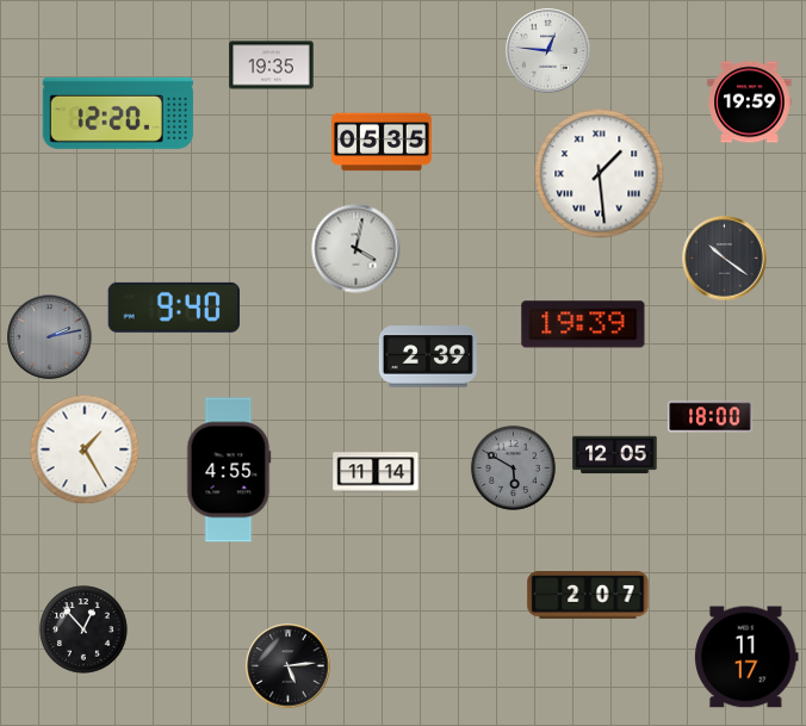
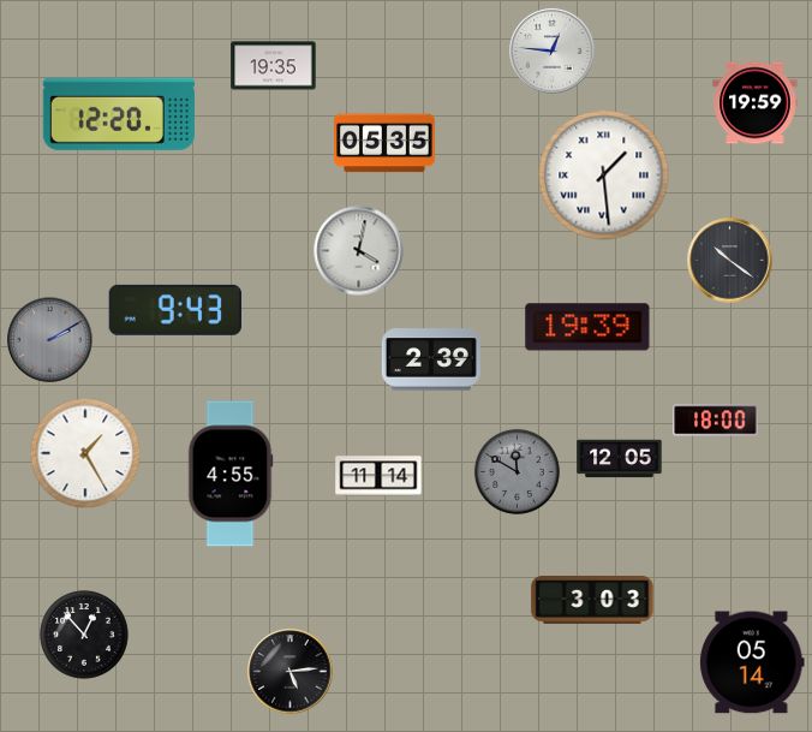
clock at (174, 308): 9:40 -> 9:43
clock at (50, 337): 2:13 -> 2:10
clock at (513, 467): 5:50 -> 11:50
clock at (588, 596): 2:07 -> 3:03
clock at (748, 657): 11:17 -> 05:14
